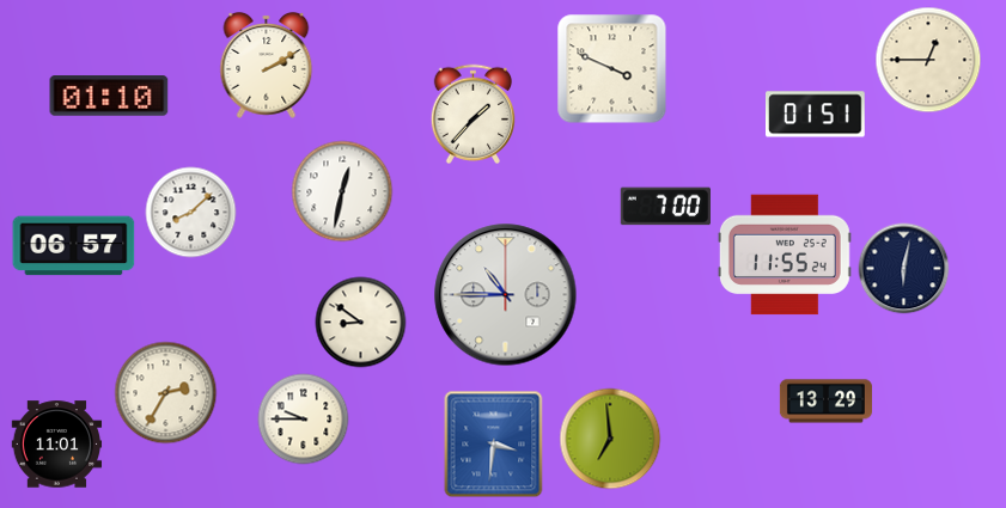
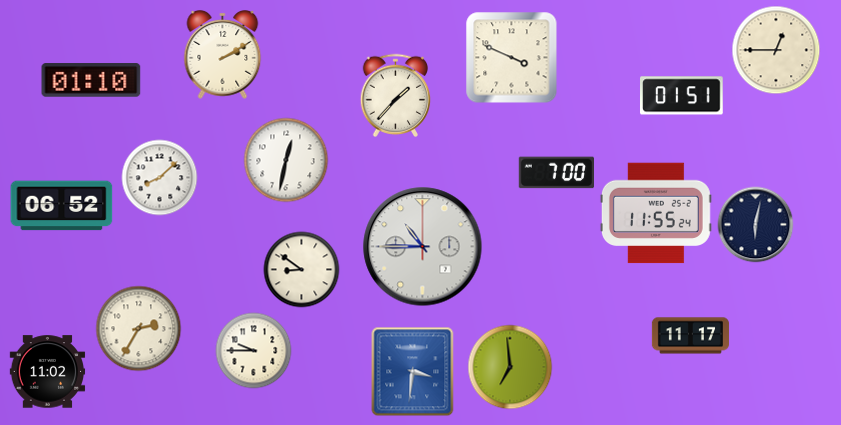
clock at (74, 246): 06:57 -> 06:52
clock at (825, 402): 13:29 -> 11:17
clock at (57, 445): 11:01 -> 11:02
